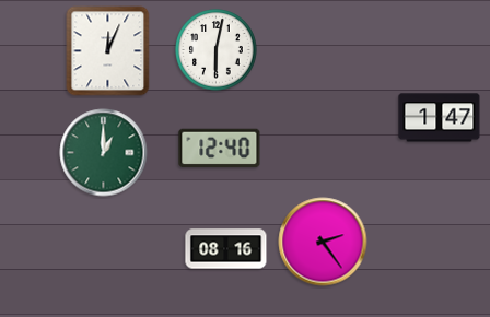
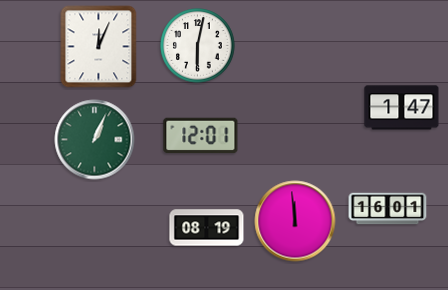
clock at (220, 149): 12:40 -> 12:01
clock at (104, 153): 1:00 -> 1:04
clock at (388, 209): none -> 16:01
clock at (323, 242): 2:24 -> 11:59
clock at (226, 249): 08:16 -> 08:19
